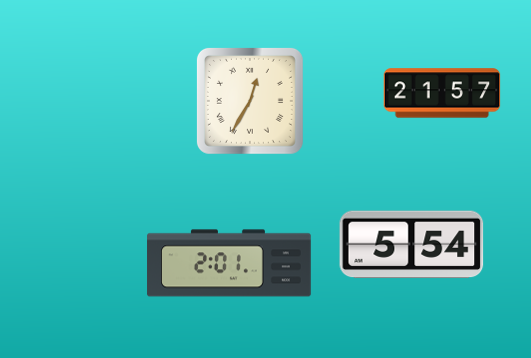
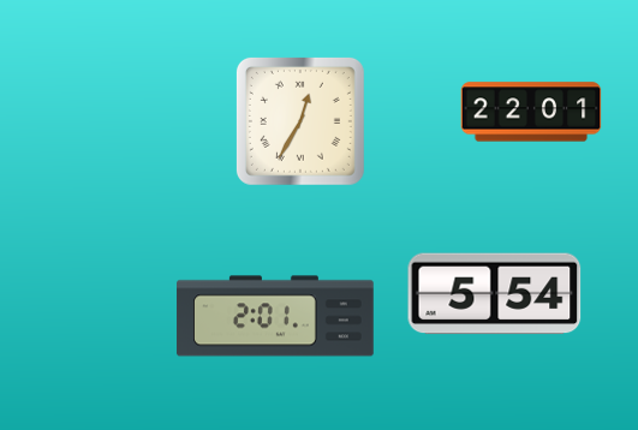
clock at (442, 93): 21:57 -> 22:01
